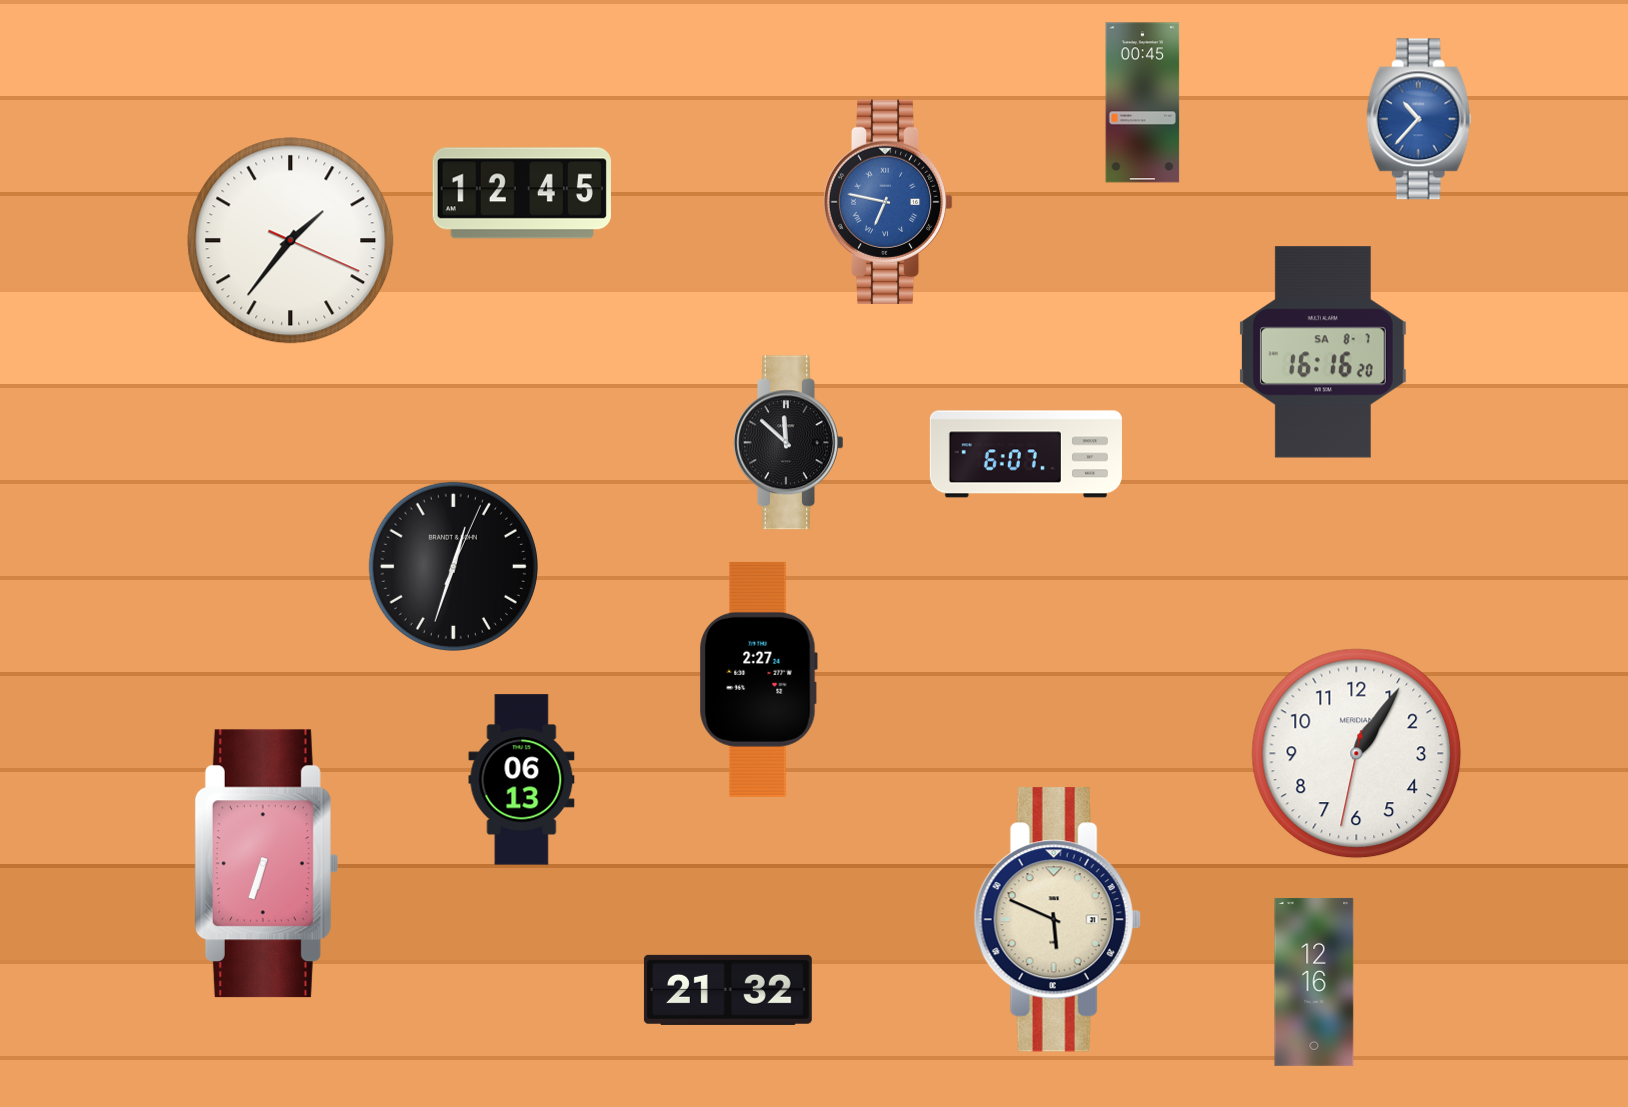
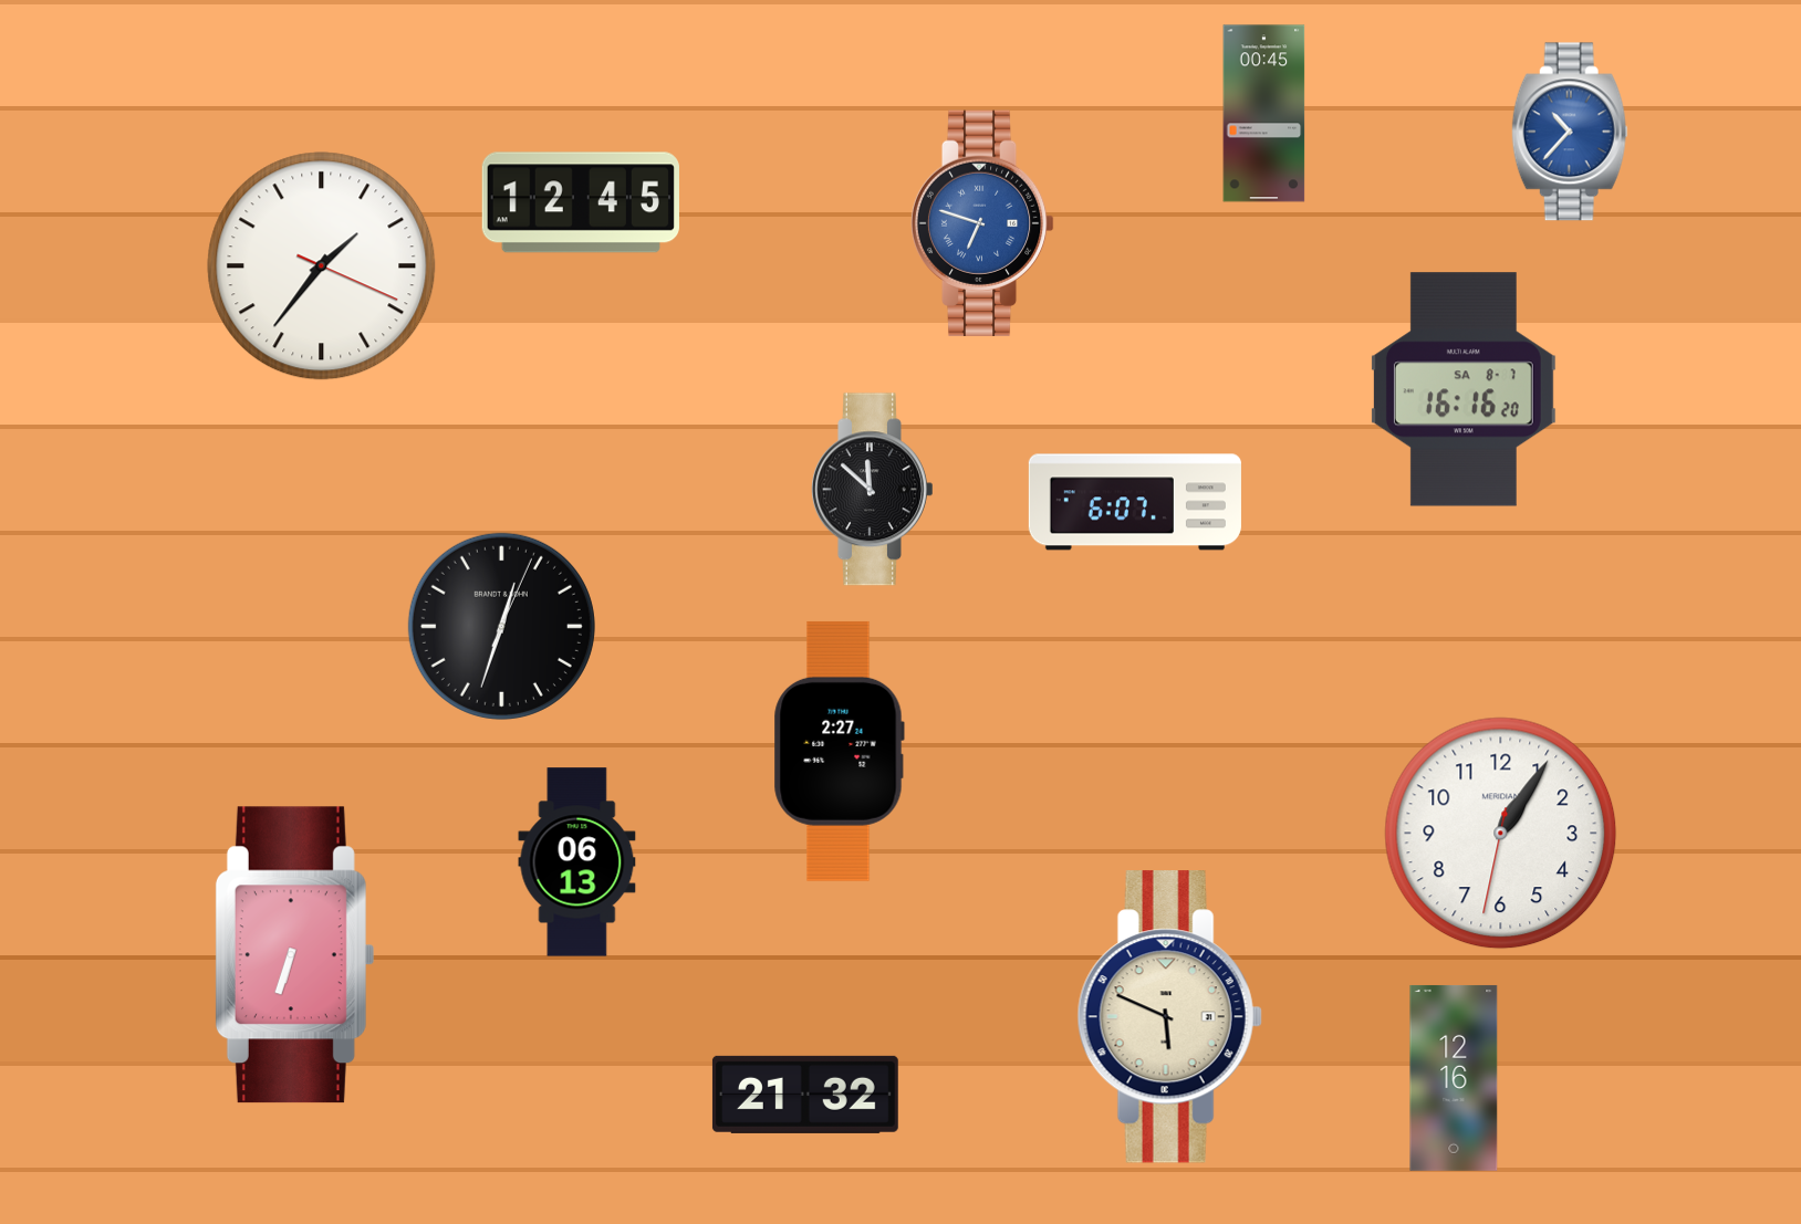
clock at (522, 193) position: (522, 193) -> (581, 202)
clock at (888, 202): 6:47 -> 6:48
clock at (1314, 982) position: (1314, 982) -> (1454, 1078)
